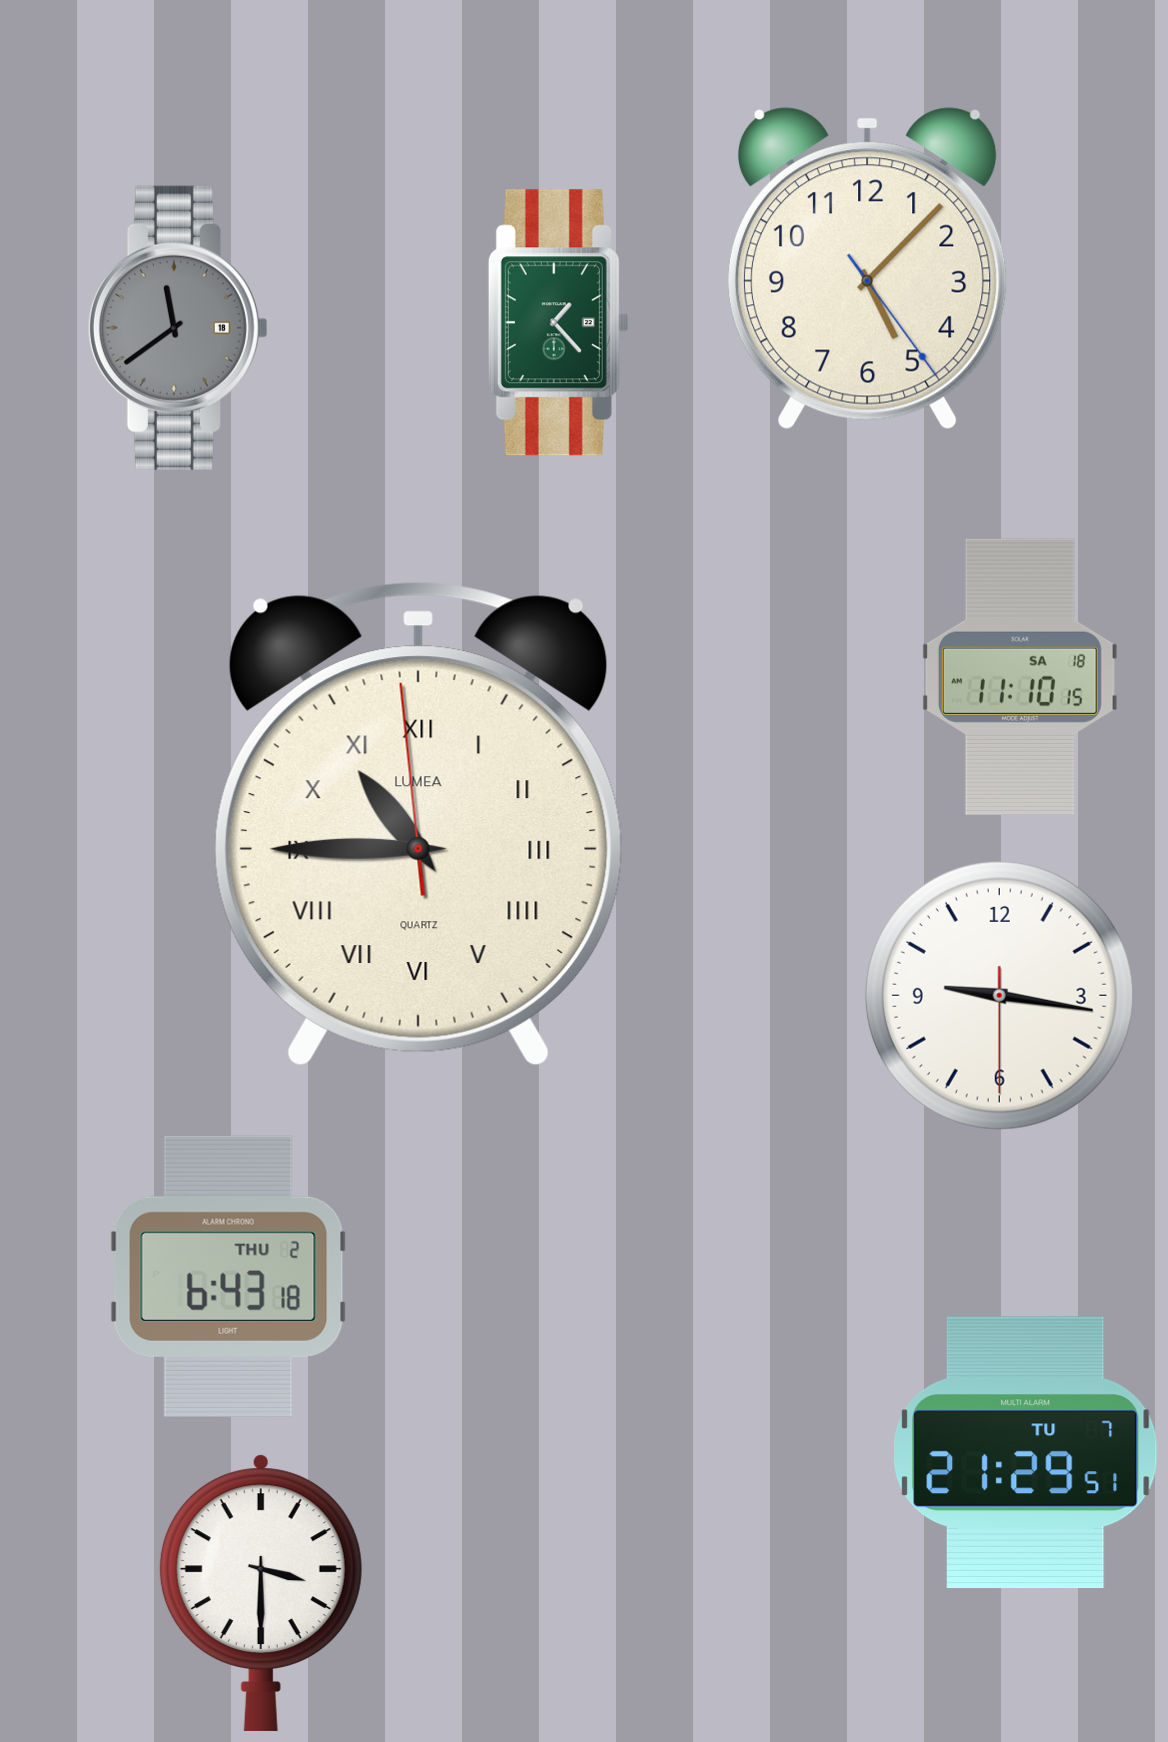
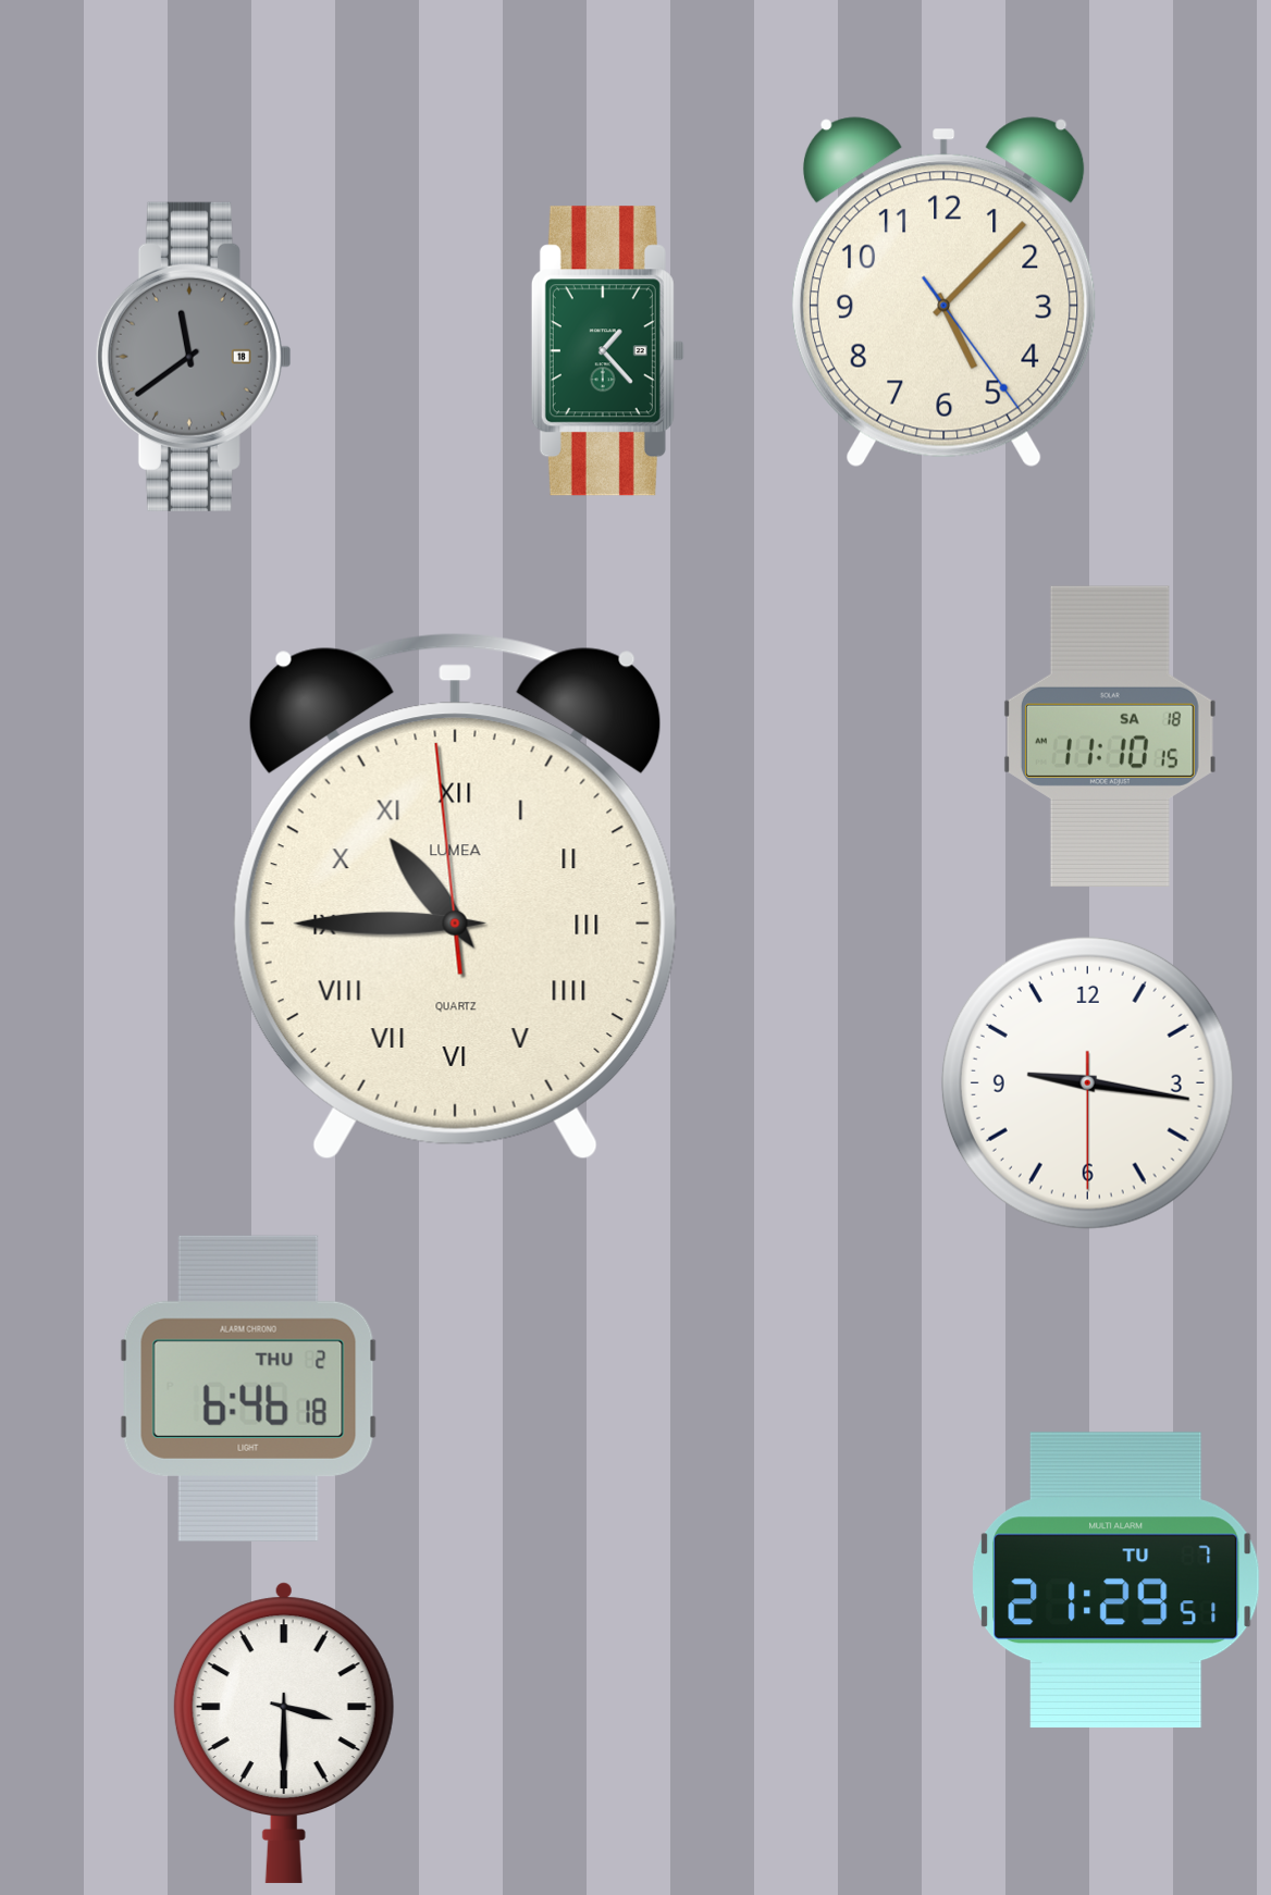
clock at (228, 1276): 6:43 -> 6:46
